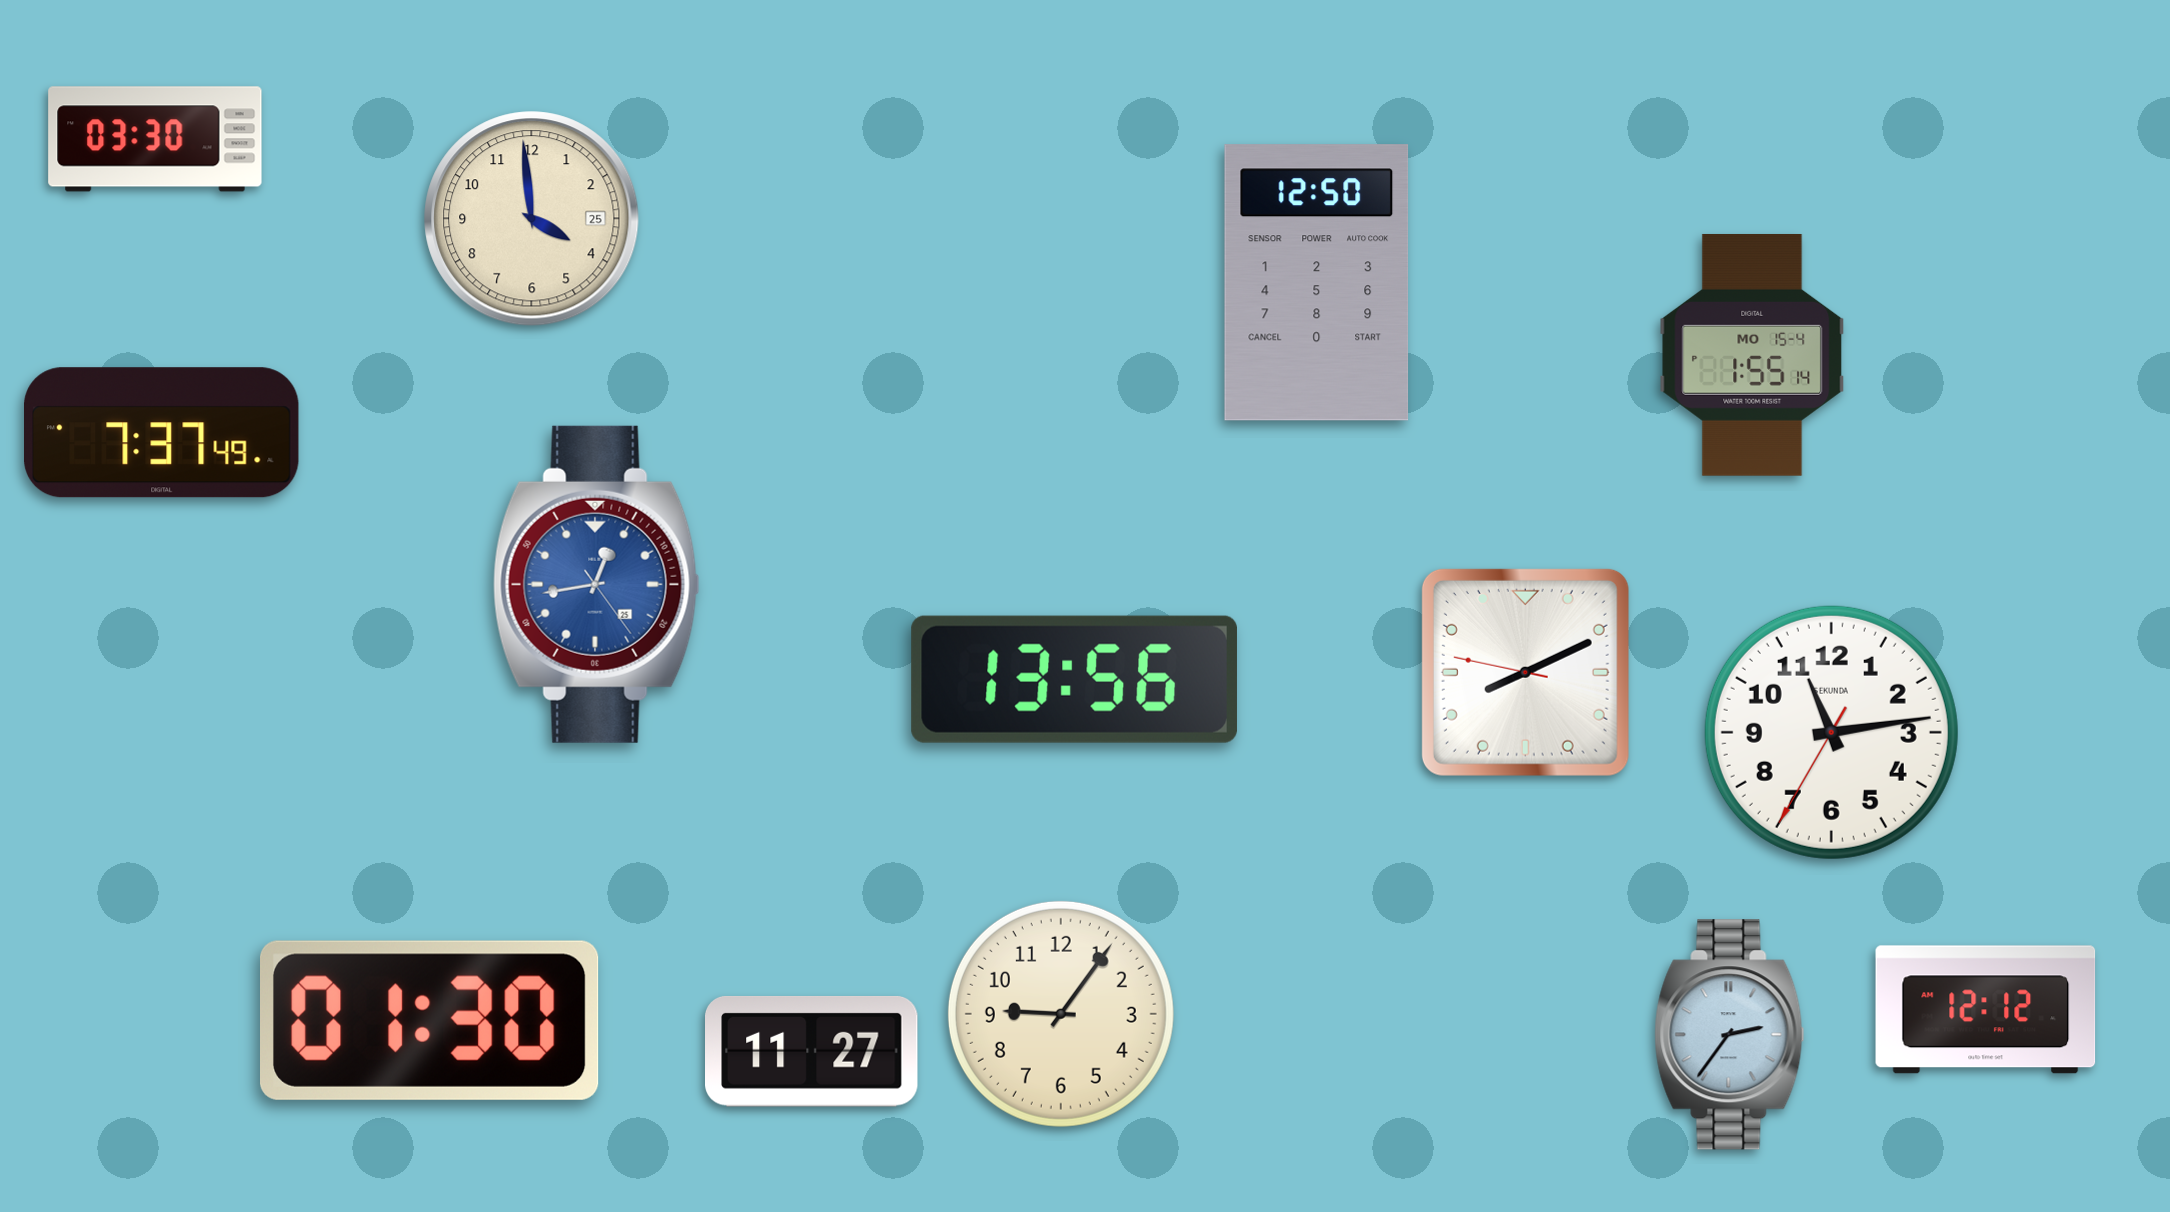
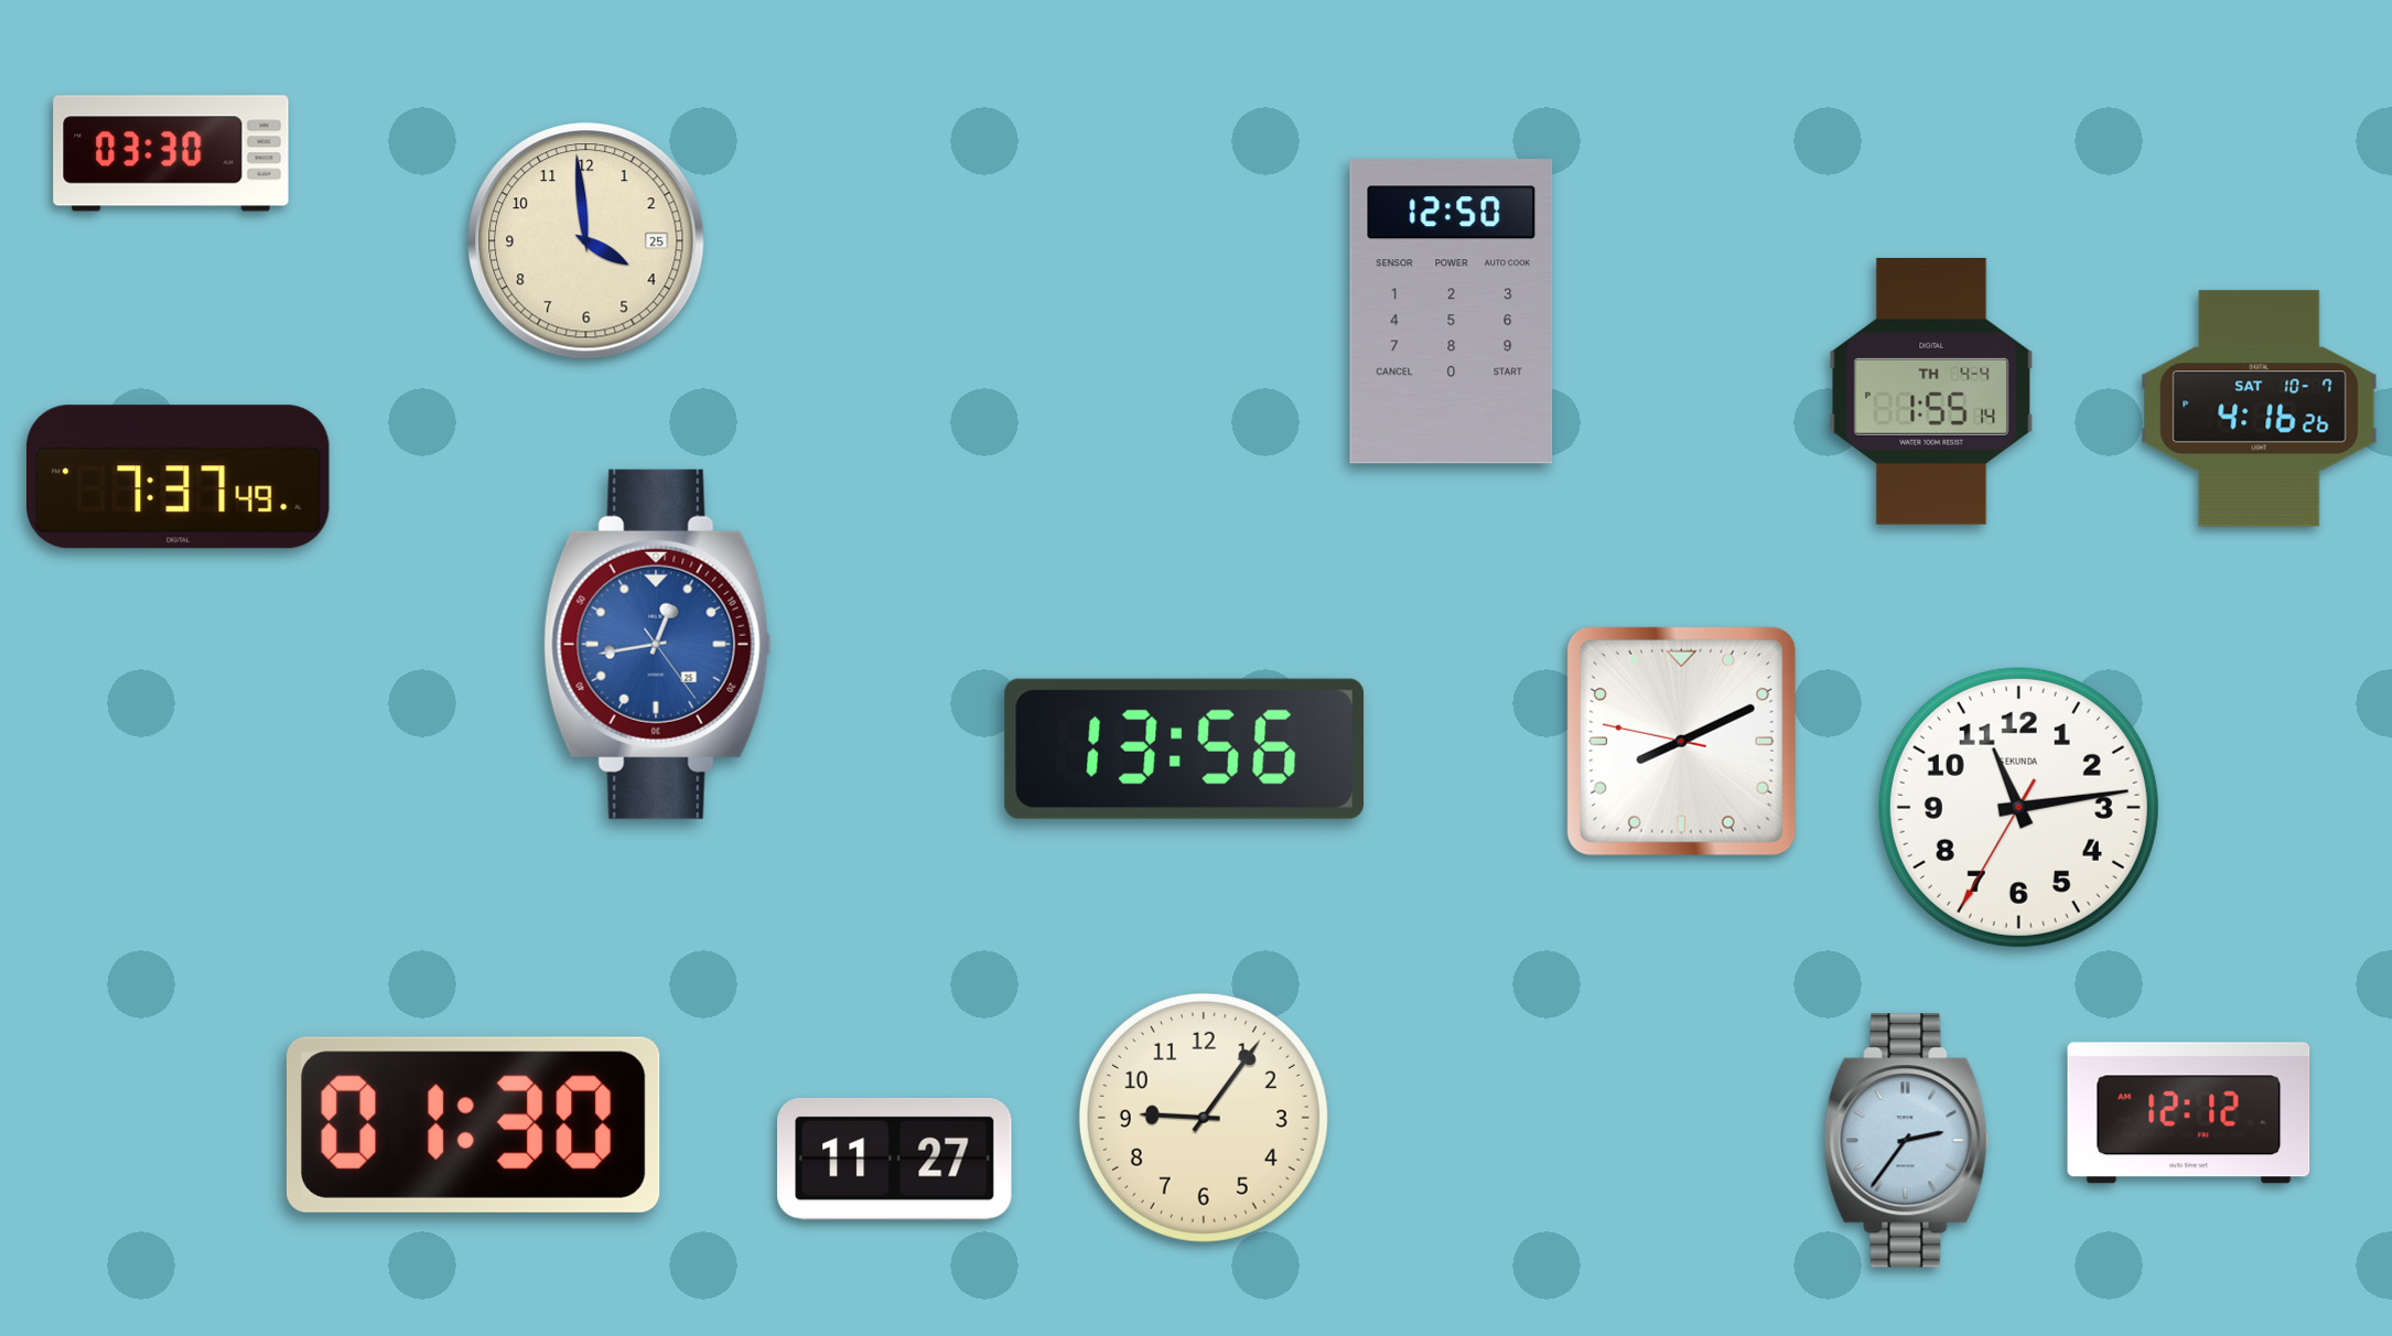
clock at (1752, 355) date: MO 15-4 -> TH 4-4
clock at (2260, 409): none -> 4:16
clock at (1061, 1014) position: (1061, 1014) -> (1204, 1118)
